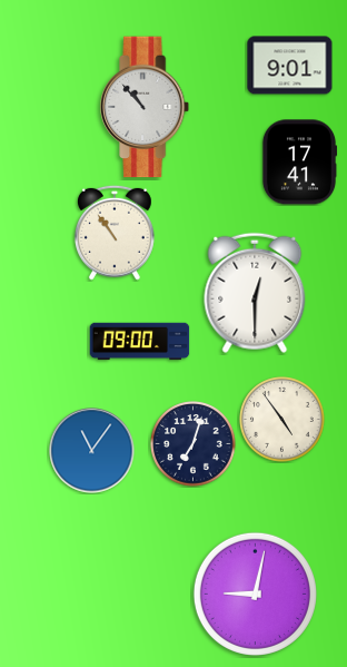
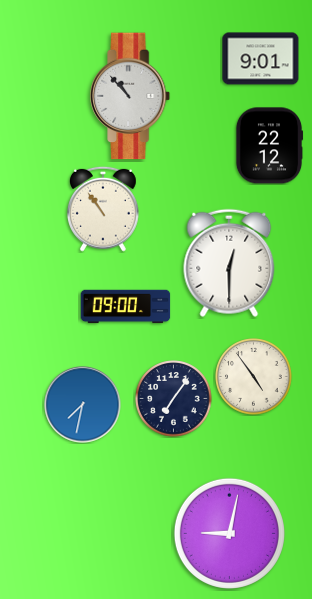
clock at (299, 163): 17:41 -> 22:12
clock at (194, 444): 7:03 -> 7:06
clock at (92, 451): 11:06 -> 7:32
